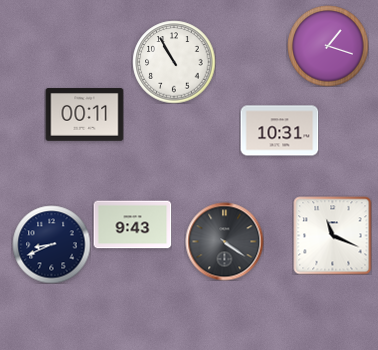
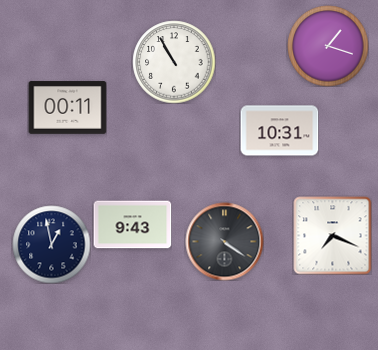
clock at (84, 115) position: (84, 115) -> (67, 108)
clock at (332, 235): 11:19 -> 7:19
clock at (51, 244): 8:41 -> 12:58
